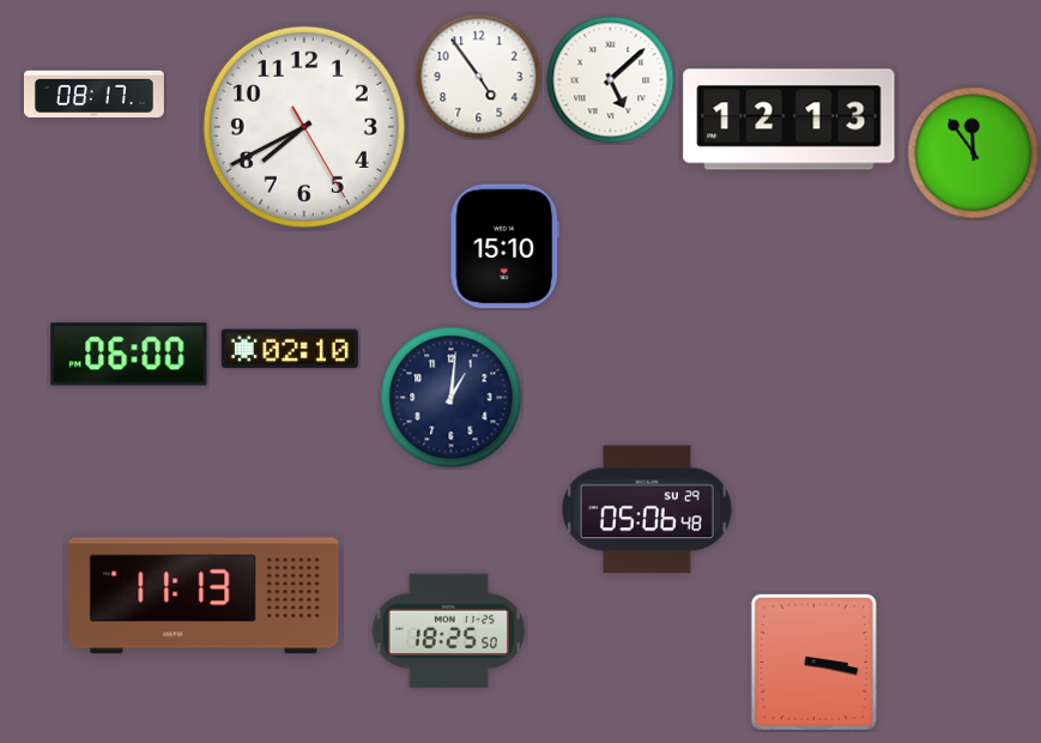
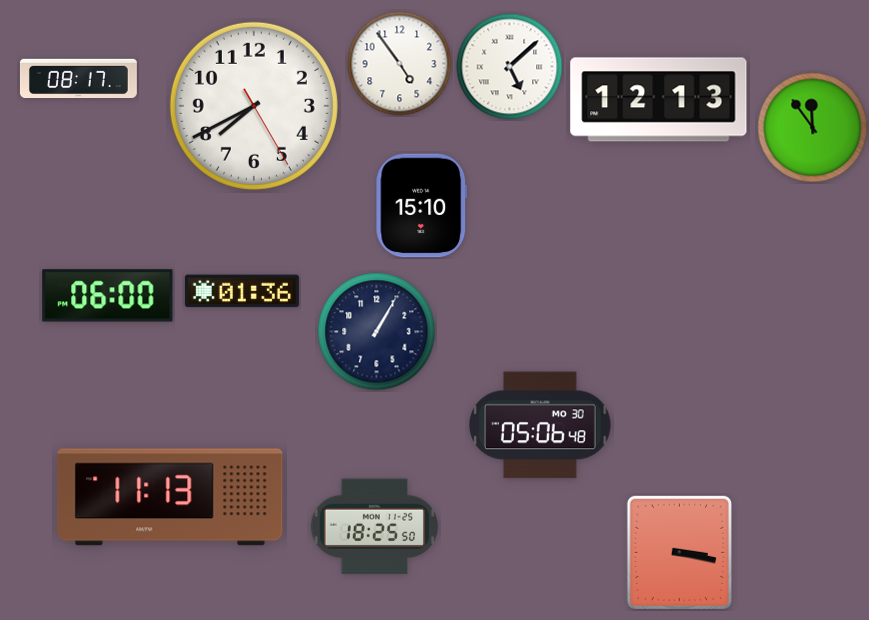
clock at (290, 349): 02:10 -> 01:36
clock at (452, 398): 1:01 -> 1:05
clock at (647, 509) date: SU 29 -> MO 30
